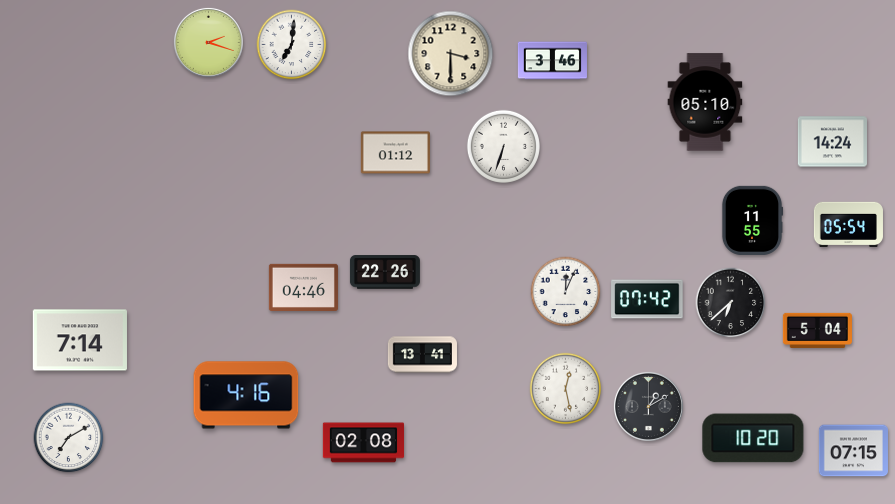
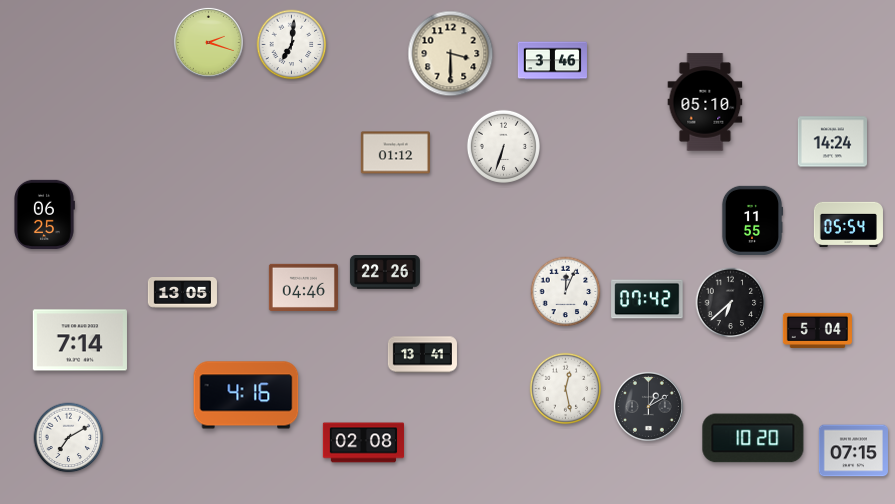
clock at (45, 214): none -> 06:25
clock at (182, 293): none -> 13:05
